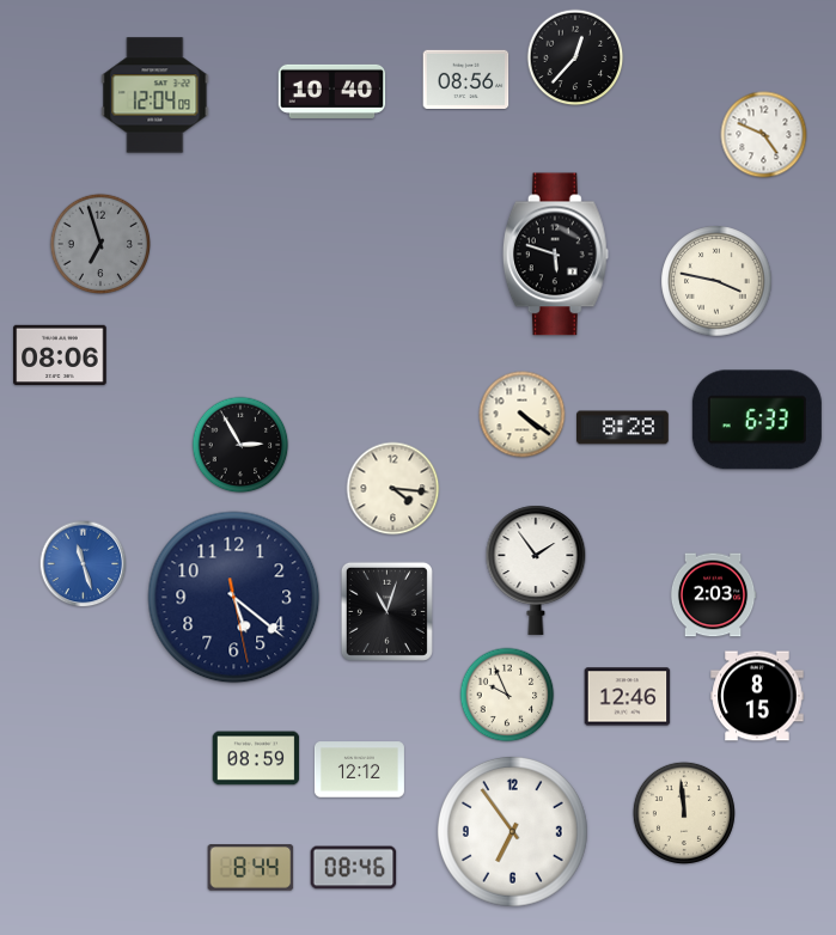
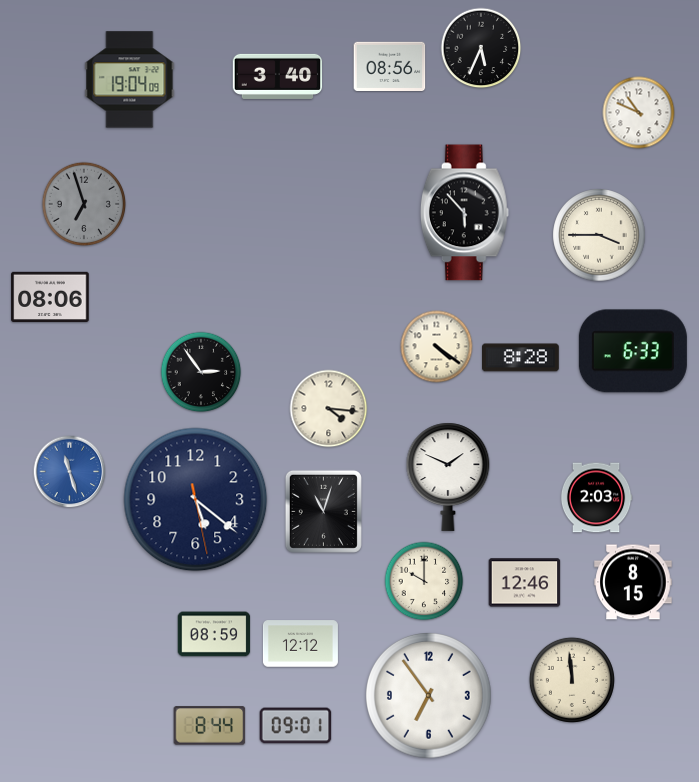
clock at (575, 57): 12:37 -> 5:34
clock at (332, 91): 10:40 -> 3:40
clock at (155, 96): 12:04 -> 19:04
clock at (764, 135): 4:49 -> 10:49
clock at (555, 255): 5:48 -> 5:53
clock at (716, 281): 3:47 -> 3:45
clock at (240, 445): 2:55 -> 2:54
clock at (536, 570): 1:54 -> 1:49
clock at (507, 695): 9:56 -> 10:00
clock at (354, 868): 08:46 -> 09:01
